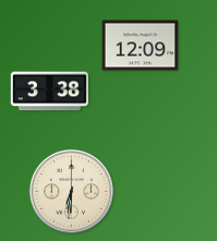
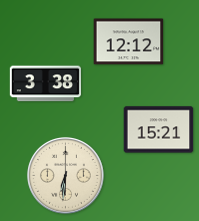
clock at (141, 46): 12:09 -> 12:12
clock at (159, 130): none -> 15:21
